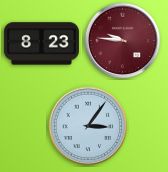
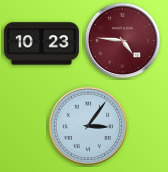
clock at (123, 41): 9:46 -> 4:46
clock at (41, 44): 8:23 -> 10:23
